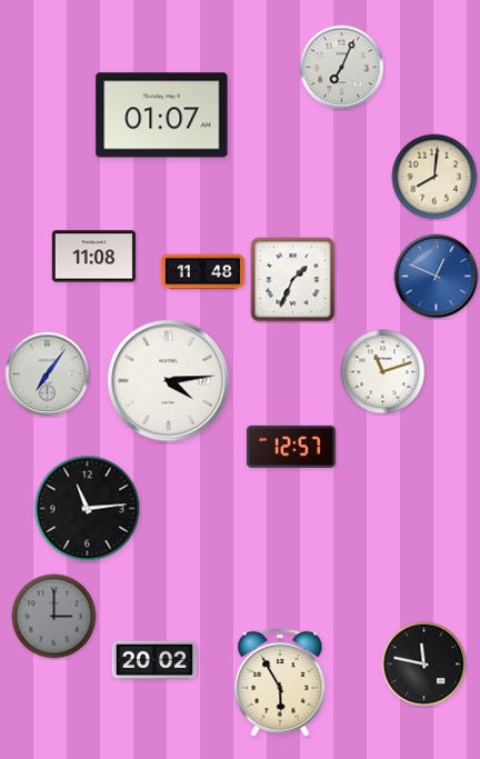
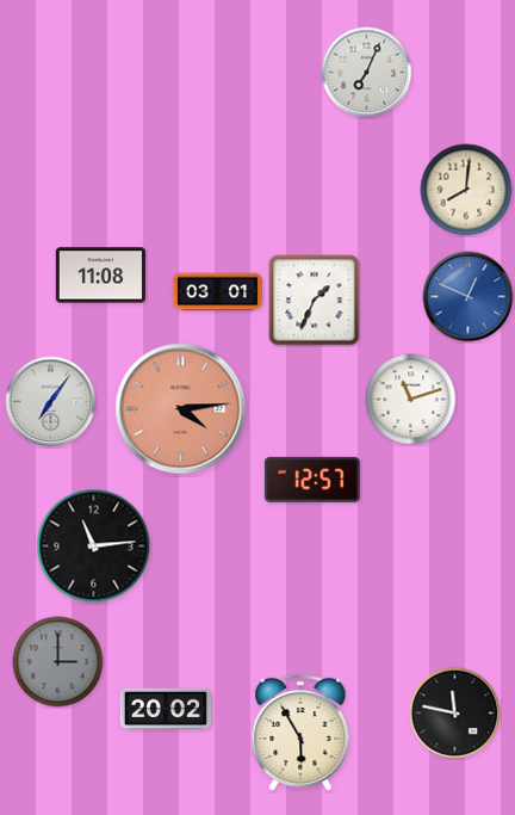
clock at (162, 116): 01:07 -> none
clock at (203, 272): 11:48 -> 03:01
clock at (169, 381) dial: white -> salmon
